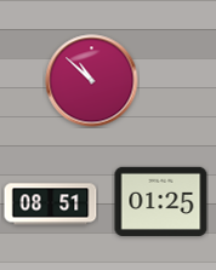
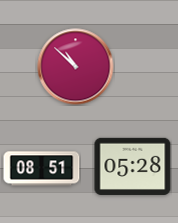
clock at (161, 201): 01:25 -> 05:28
